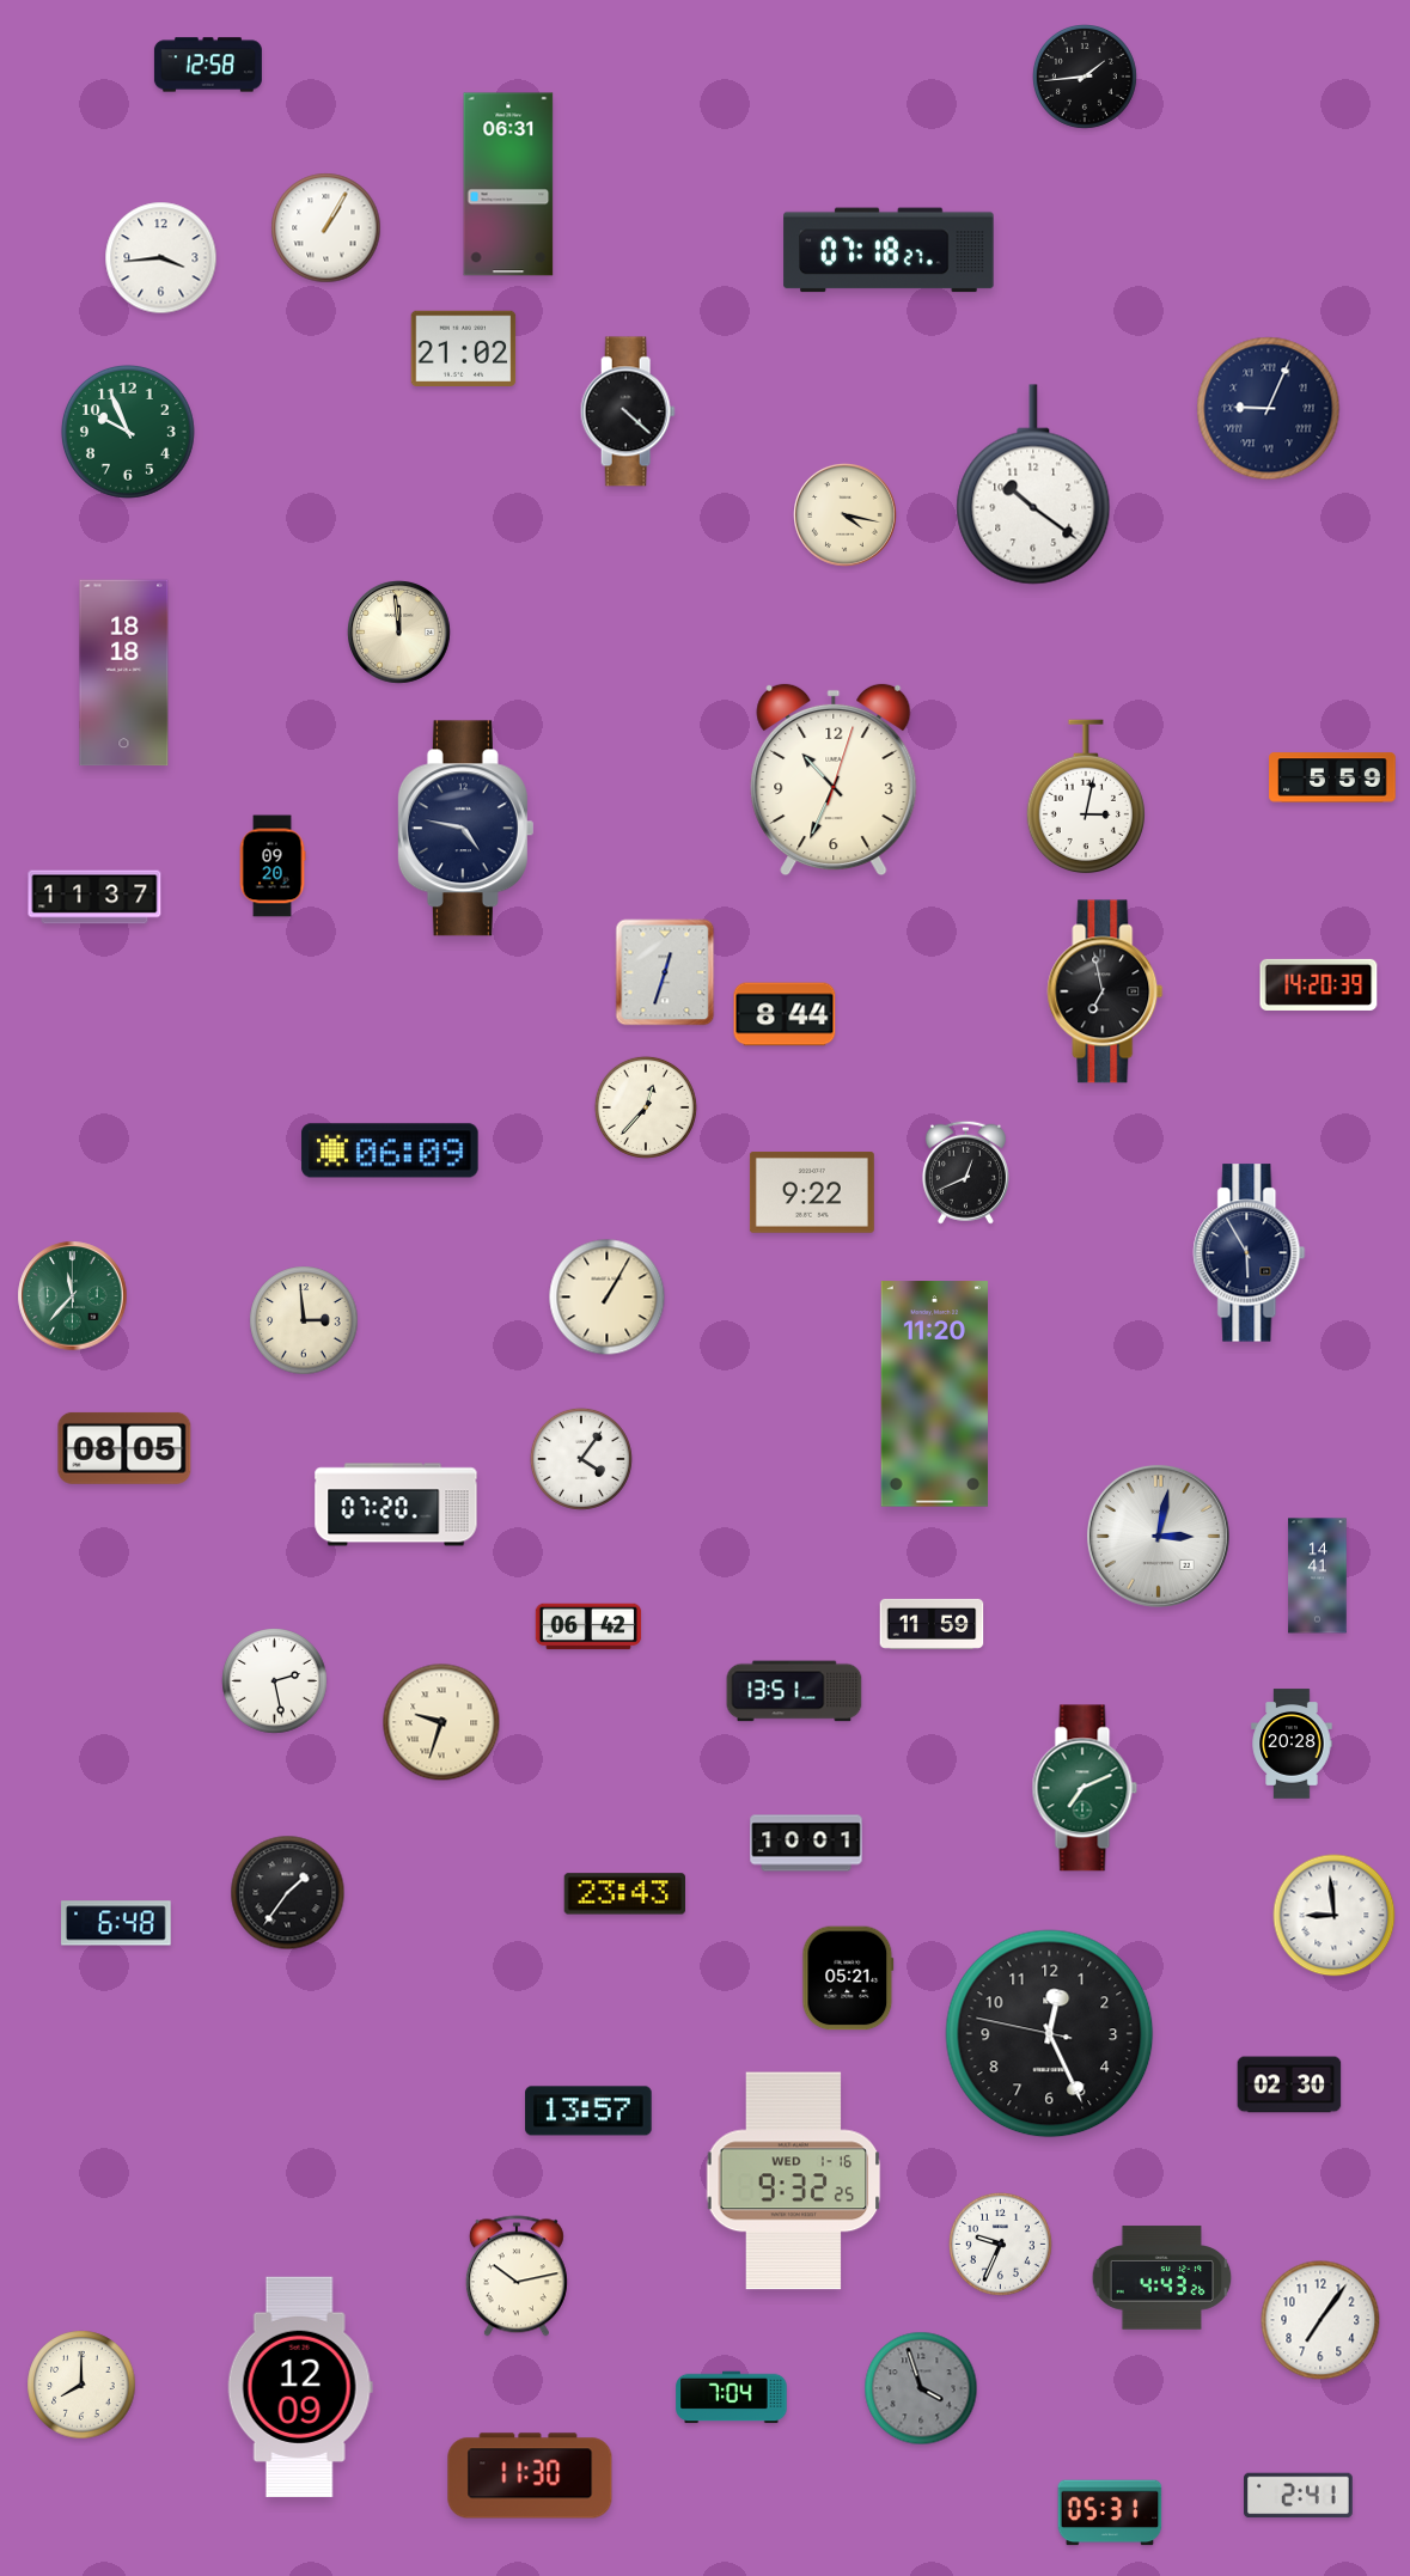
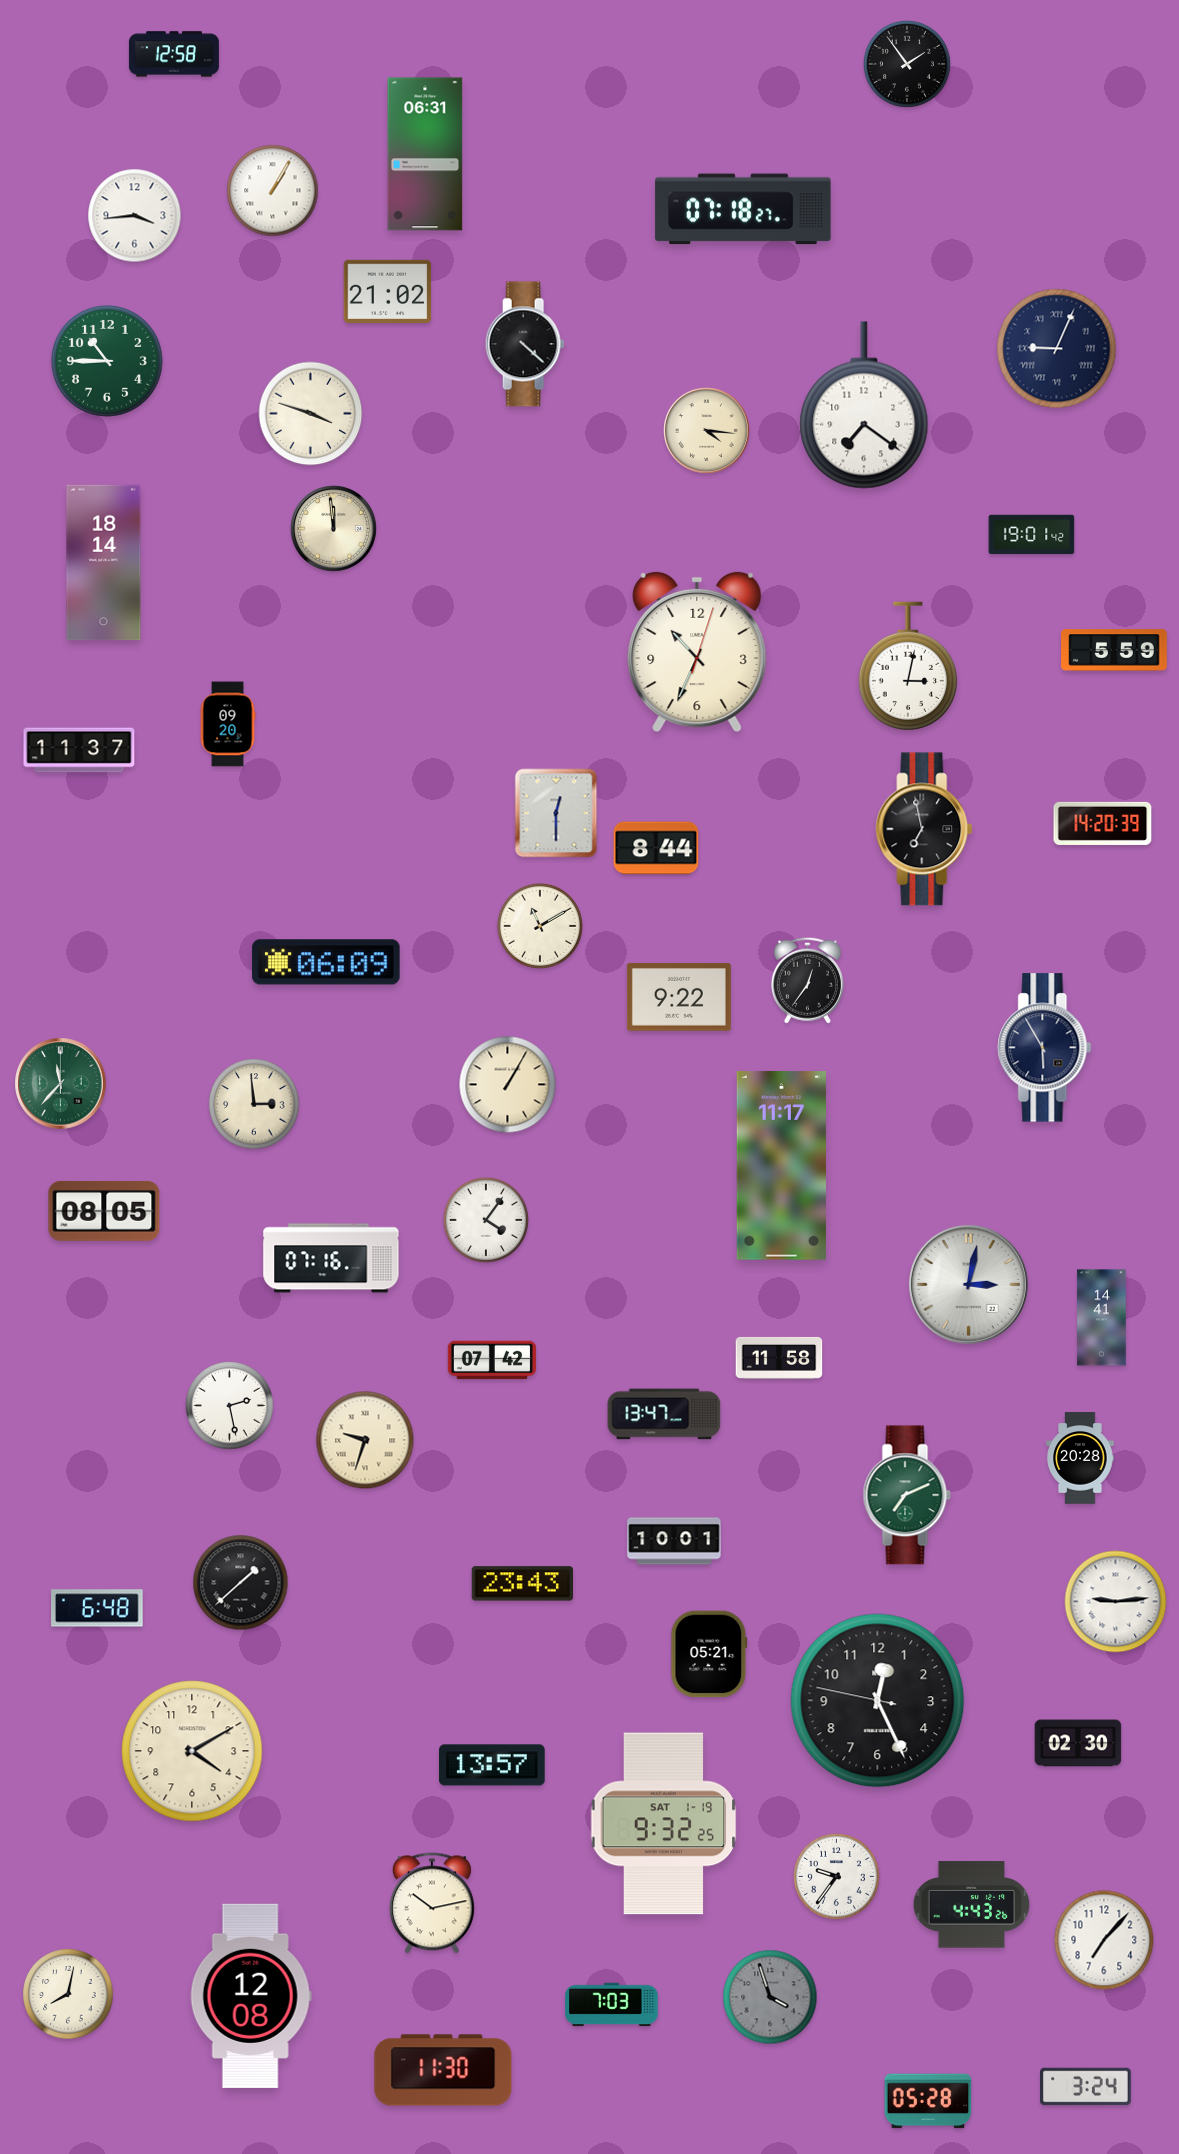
clock at (1086, 78): 1:44 -> 1:54
clock at (1269, 409) position: (1269, 409) -> (1057, 349)
clock at (128, 432): 9:56 -> 10:45
clock at (1033, 484): 10:21 -> 7:21
clock at (311, 414): none -> 3:48
clock at (846, 515): 4:17 -> 4:16
clock at (1032, 535): none -> 19:01
clock at (124, 673): 18:18 -> 18:14
clock at (465, 829): 4:47 -> none
clock at (665, 972): 12:33 -> 12:30
clock at (646, 1107): 12:37 -> 11:10
clock at (965, 1172): 12:41 -> 12:36
clock at (934, 1394): 11:20 -> 11:17
clock at (396, 1504): 07:20 -> 07:16
clock at (932, 1624): 11:59 -> 11:58
clock at (588, 1626): 06:42 -> 07:42
clock at (794, 1691): 13:51 -> 13:47
clock at (441, 1722) position: (441, 1722) -> (365, 1440)
clock at (288, 1893): 1:36 -> 1:38
clock at (1335, 1916): 8:59 -> 9:14
clock at (192, 1751): none -> 4:10
clock at (794, 2181) date: WED 1-16 -> SAT 1-19
clock at (1000, 2244): 9:34 -> 9:36
clock at (1320, 2320): 7:06 -> 7:07
clock at (81, 2385): 8:00 -> 8:02
clock at (300, 2387): 12:09 -> 12:08
clock at (732, 2398): 7:04 -> 7:03
clock at (1299, 2496): 2:41 -> 3:24
clock at (1110, 2513): 05:31 -> 05:28
